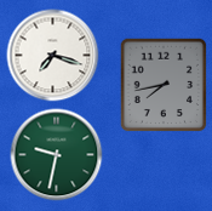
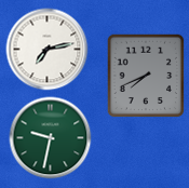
clock at (53, 56): 7:18 -> 7:13
clock at (164, 85): 7:43 -> 7:41
